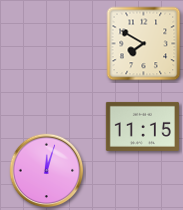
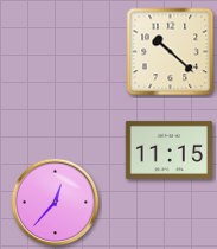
clock at (144, 44): 7:50 -> 10:22
clock at (47, 171): 12:03 -> 12:37
